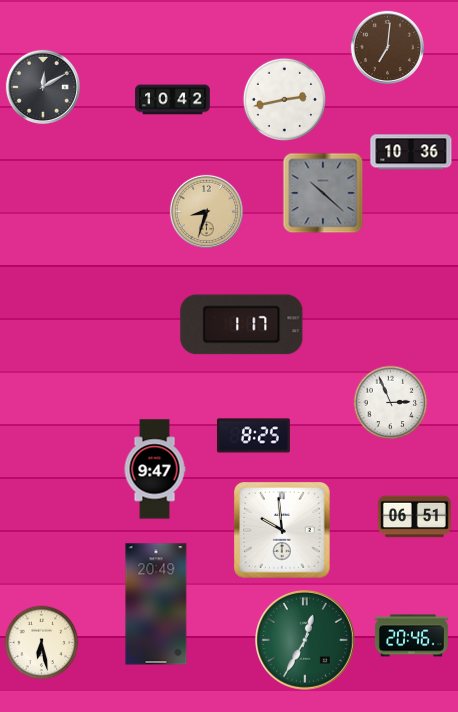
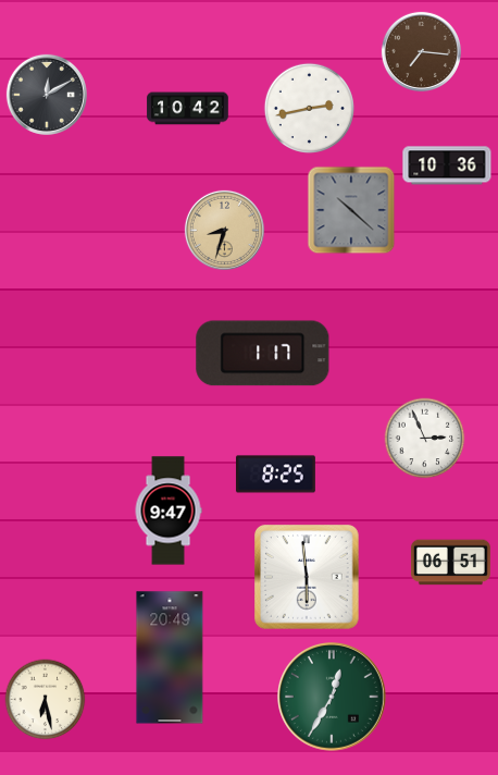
clock at (387, 47): 7:01 -> 7:16
clock at (283, 531): 9:59 -> 5:59
clock at (411, 636): 20:46 -> none
